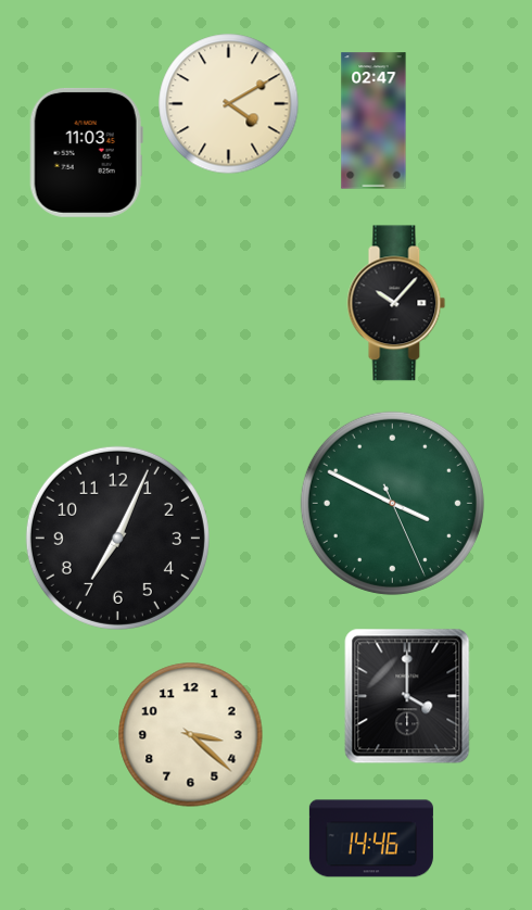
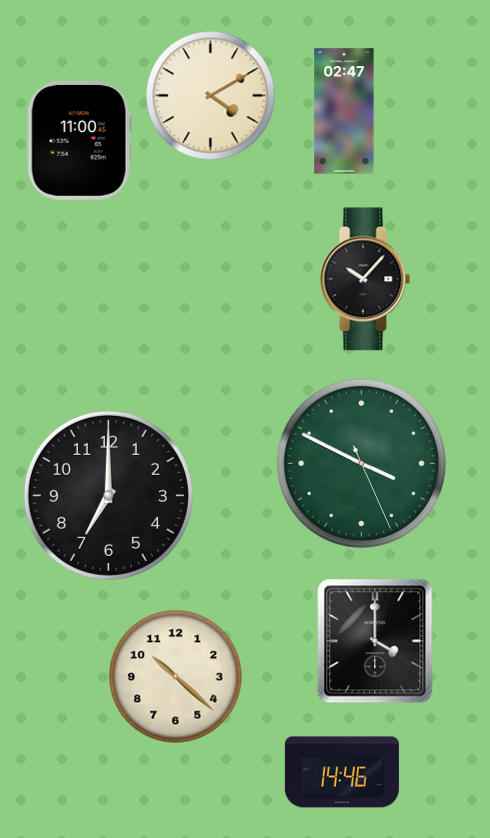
clock at (86, 152): 11:03 -> 11:00
clock at (117, 538): 7:04 -> 7:00
clock at (191, 735): 3:22 -> 10:22
